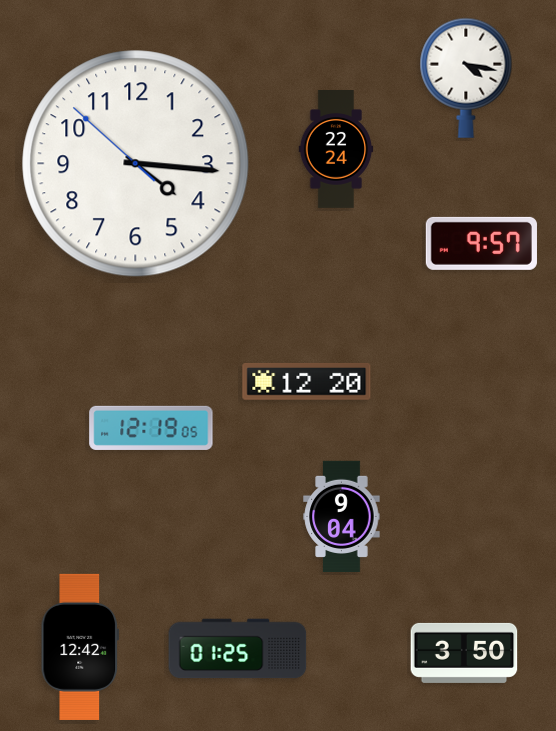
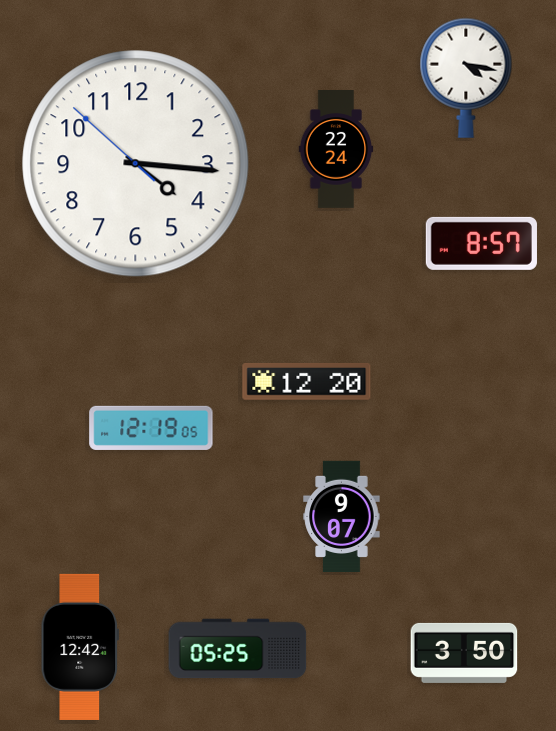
clock at (481, 243): 9:57 -> 8:57
clock at (342, 516): 9:04 -> 9:07
clock at (238, 649): 01:25 -> 05:25
